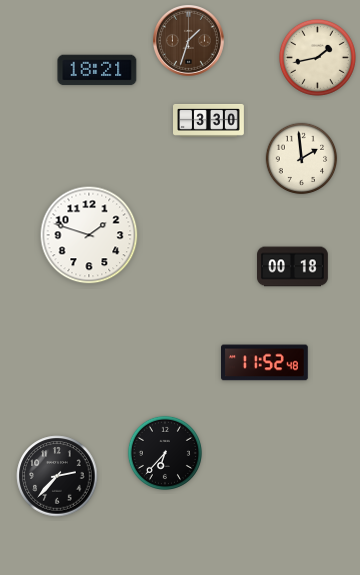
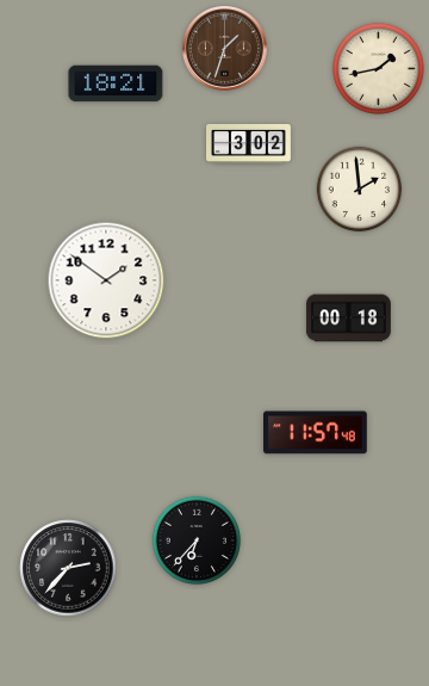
clock at (209, 120): 3:30 -> 3:02
clock at (89, 235): 1:48 -> 1:51
clock at (265, 363): 11:52 -> 11:57
